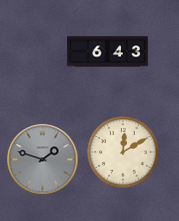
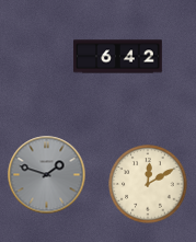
clock at (108, 52): 6:43 -> 6:42
clock at (123, 152) position: (123, 152) -> (148, 184)
